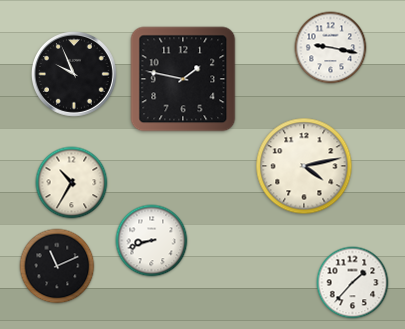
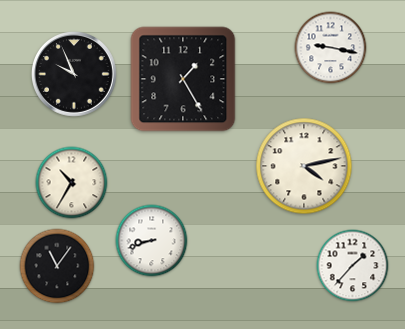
clock at (183, 79): 1:47 -> 1:25
clock at (57, 266): 11:11 -> 11:06
clock at (353, 283) position: (353, 283) -> (353, 266)
